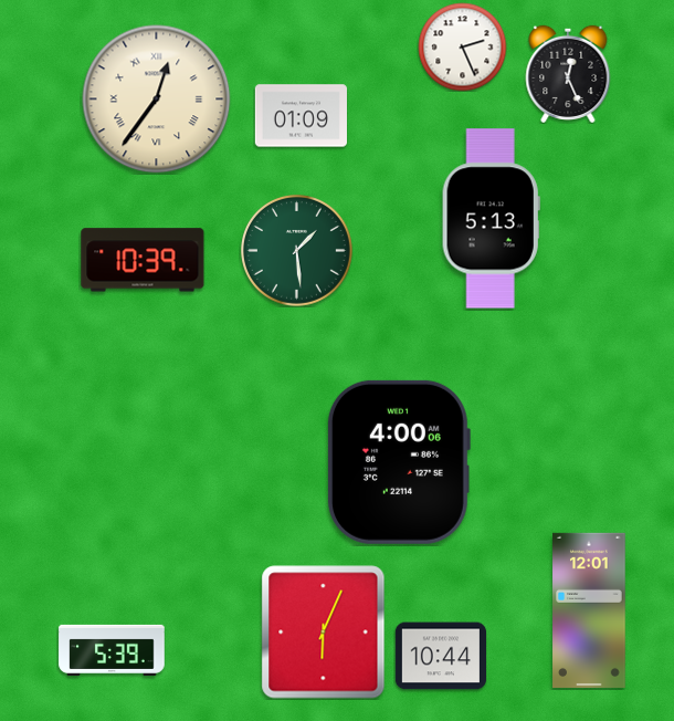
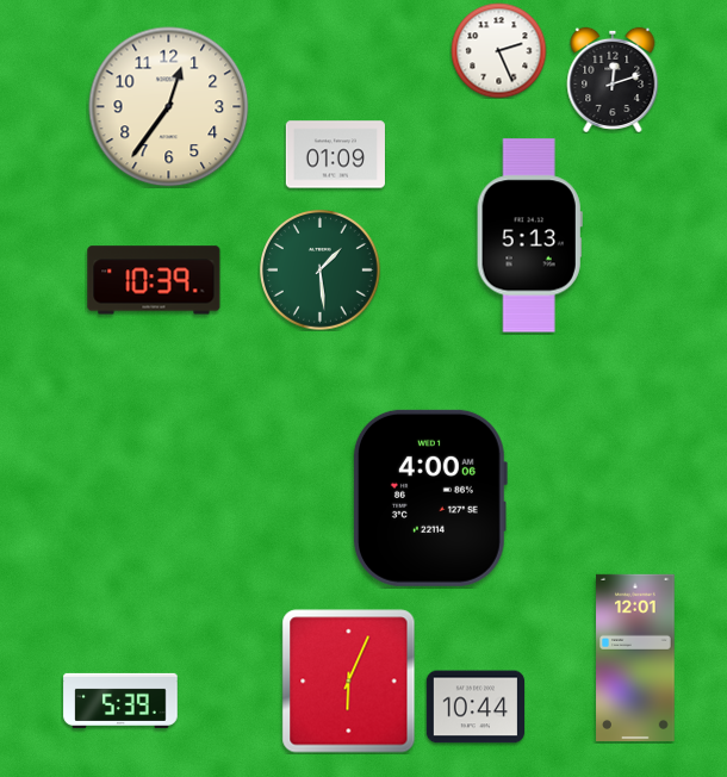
clock at (568, 74): 12:26 -> 12:12
clock at (157, 100) numerals: Roman -> Arabic
clock at (301, 116) position: (301, 116) -> (335, 155)
